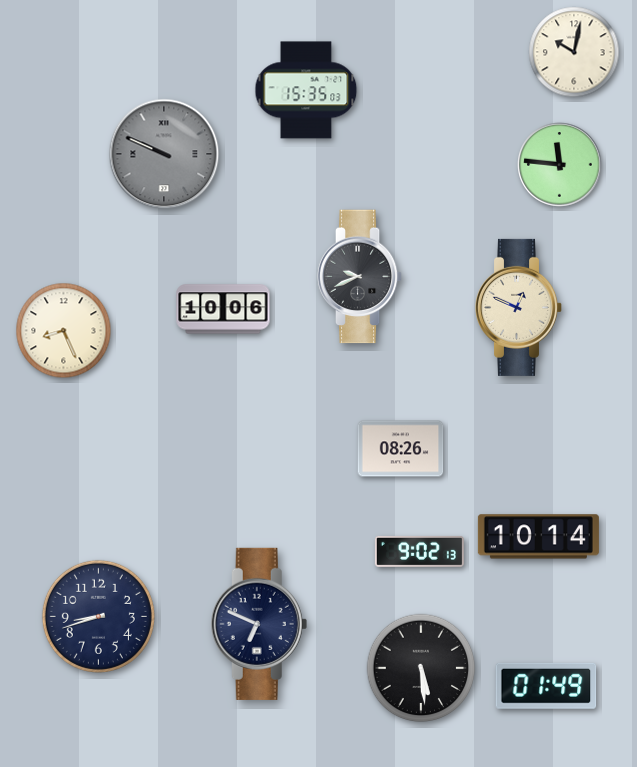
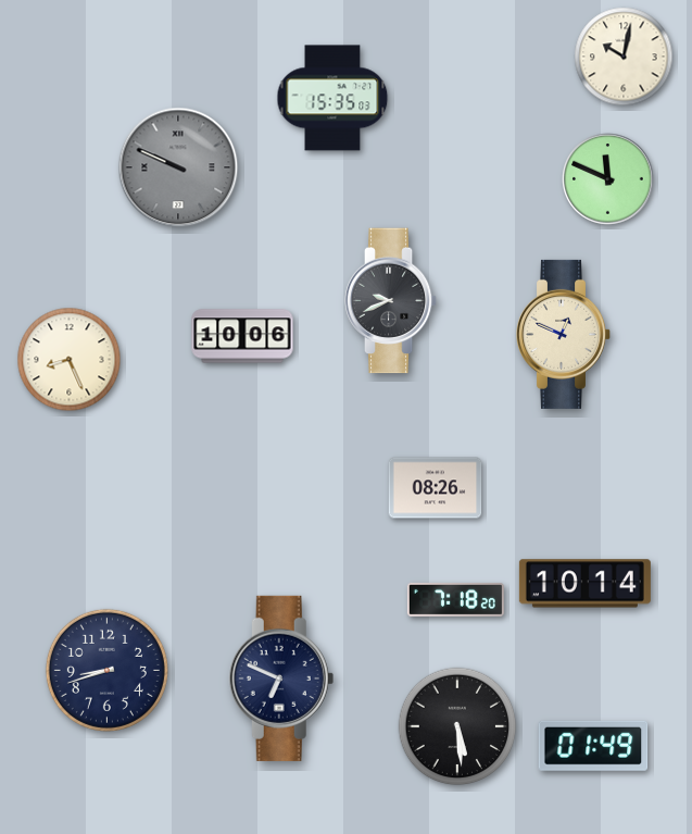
clock at (560, 165): 11:46 -> 11:49
clock at (419, 551): 9:02 -> 7:18
